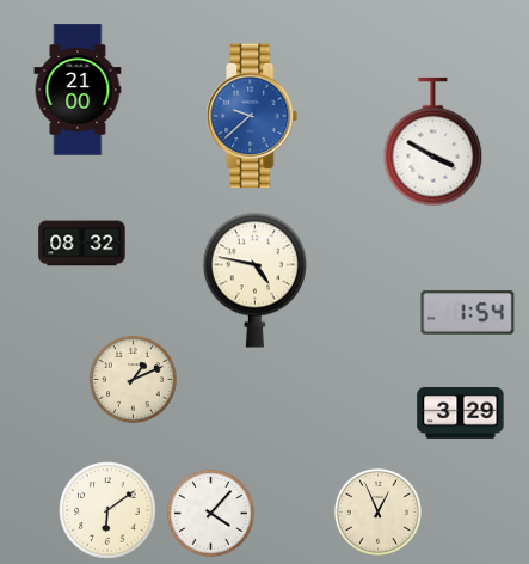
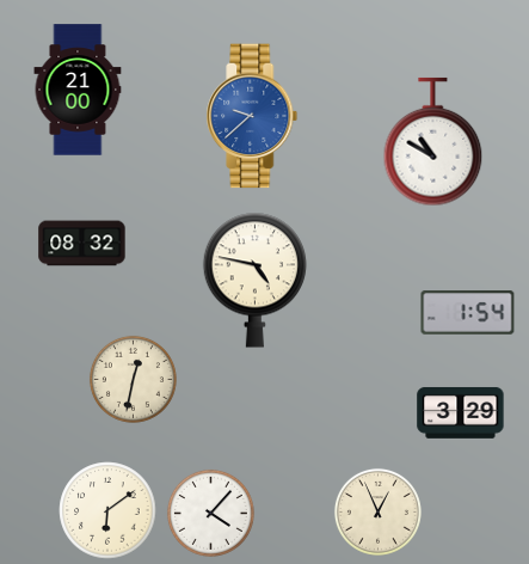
clock at (433, 142): 3:50 -> 10:50
clock at (133, 379): 1:11 -> 12:32
